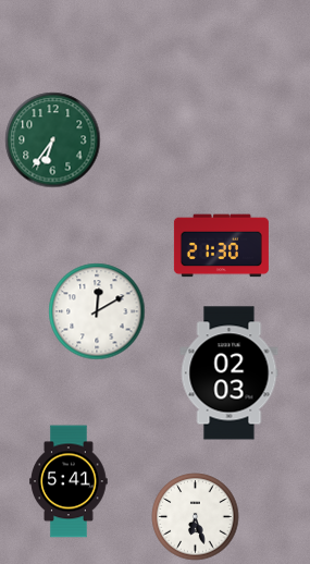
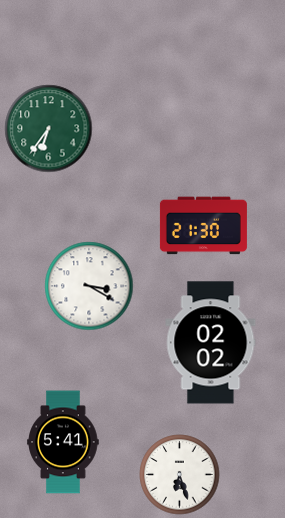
clock at (97, 311): 12:10 -> 3:20
clock at (230, 373): 02:03 -> 02:02
